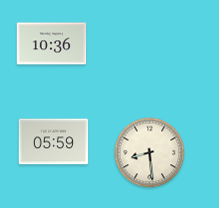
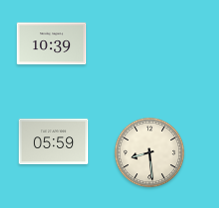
clock at (52, 44): 10:36 -> 10:39
